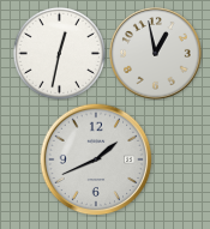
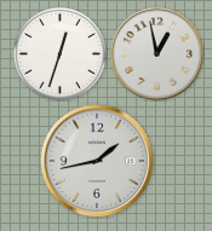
clock at (59, 53): 12:32 -> 12:33
clock at (96, 159): 1:41 -> 1:43
